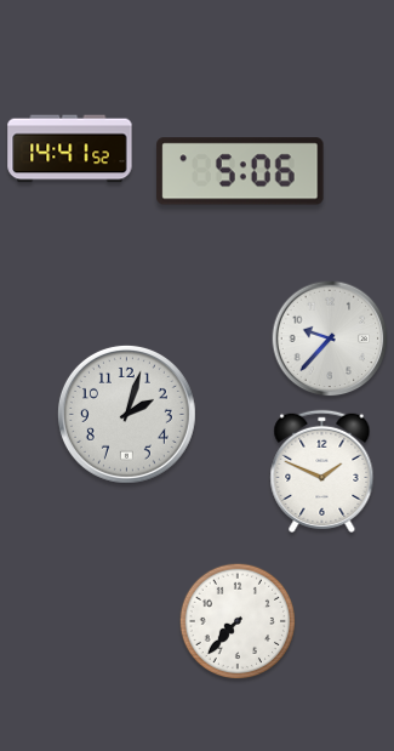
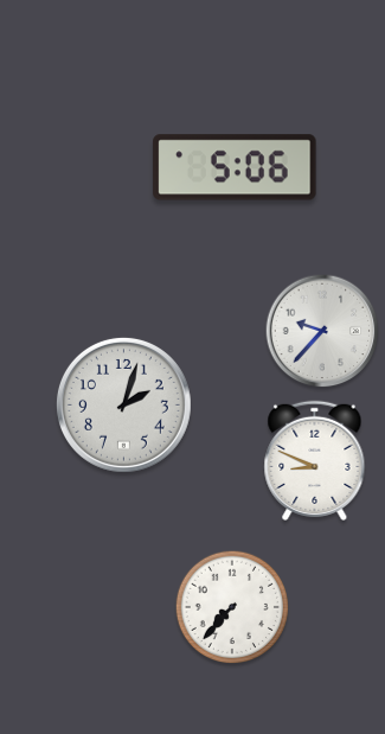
clock at (70, 149): 14:41 -> none
clock at (322, 471): 1:49 -> 8:49
